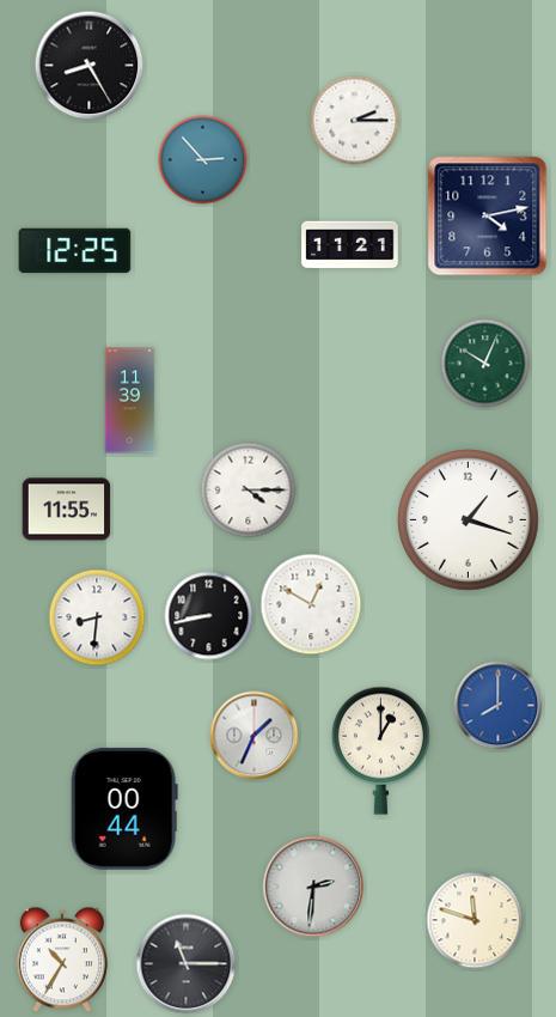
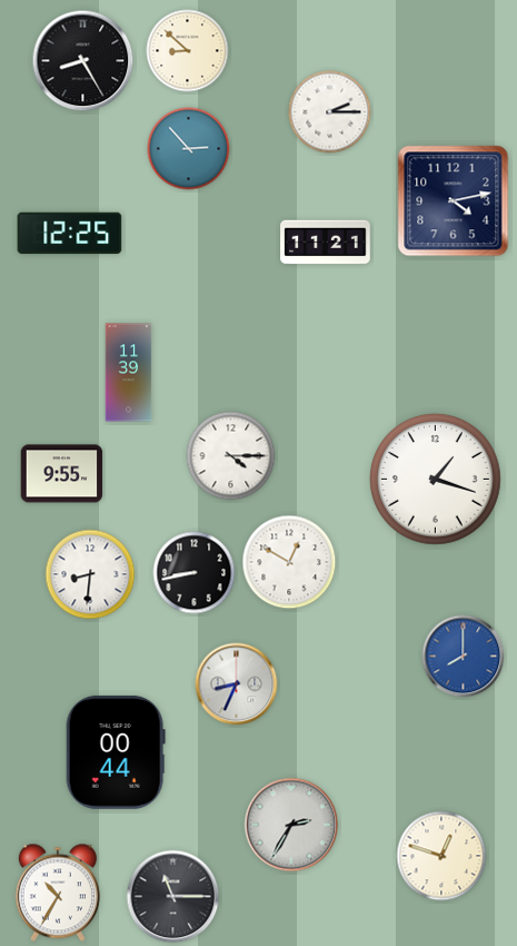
clock at (188, 51): none -> 8:52
clock at (350, 245) position: (350, 245) -> (326, 243)
clock at (485, 364): 10:04 -> none
clock at (130, 401) position: (130, 401) -> (129, 373)
clock at (67, 510): 11:55 -> 9:55
clock at (469, 520) position: (469, 520) -> (436, 480)
clock at (255, 736): 1:34 -> 8:34
clock at (380, 750): 1:00 -> none
clock at (313, 887): 2:31 -> 2:35
clock at (475, 920): 11:48 -> 12:48
